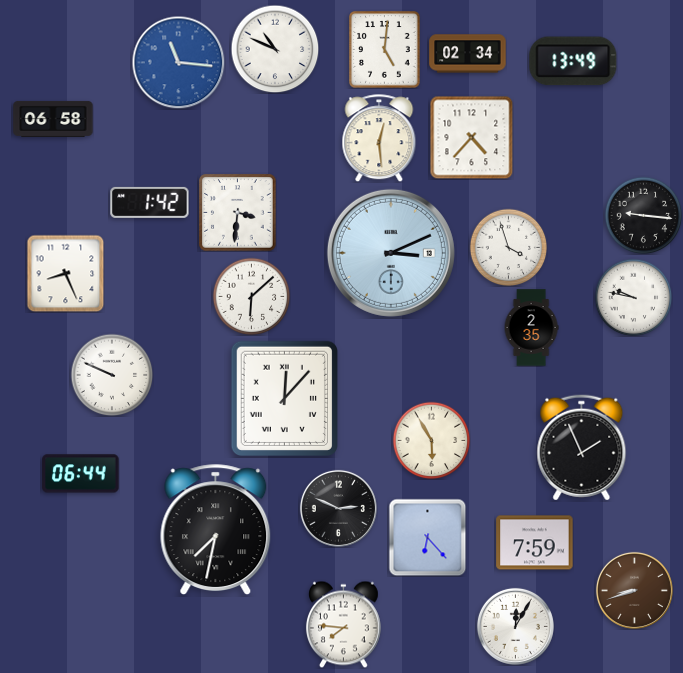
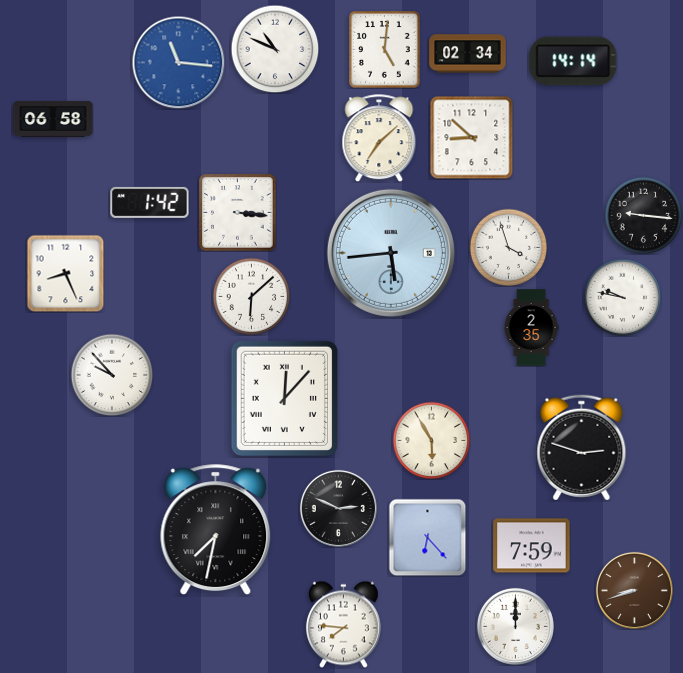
clock at (573, 61): 13:49 -> 14:14
clock at (471, 137): 4:37 -> 8:52
clock at (379, 138): 12:29 -> 7:08
clock at (238, 213): 3:31 -> 3:16
clock at (391, 253): 3:11 -> 5:44
clock at (633, 297) position: (633, 297) -> (622, 297)
clock at (112, 375): 9:49 -> 9:53
clock at (582, 448): 1:56 -> 2:48
clock at (81, 474): 06:44 -> none
clock at (535, 543) position: (535, 543) -> (532, 546)
clock at (515, 626): 12:05 -> 12:00
